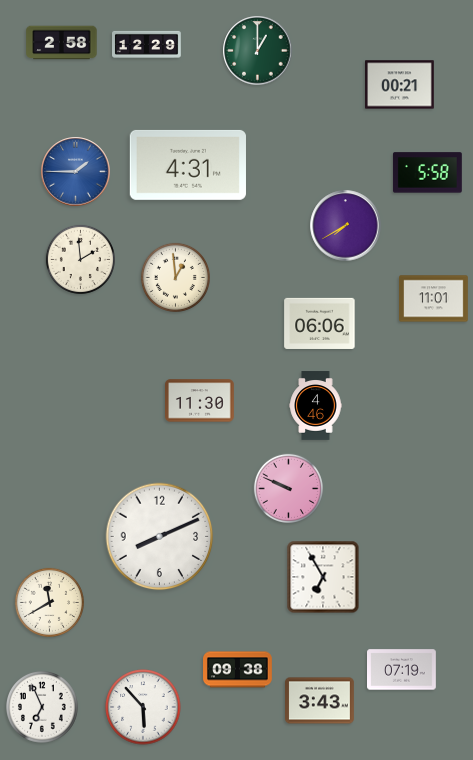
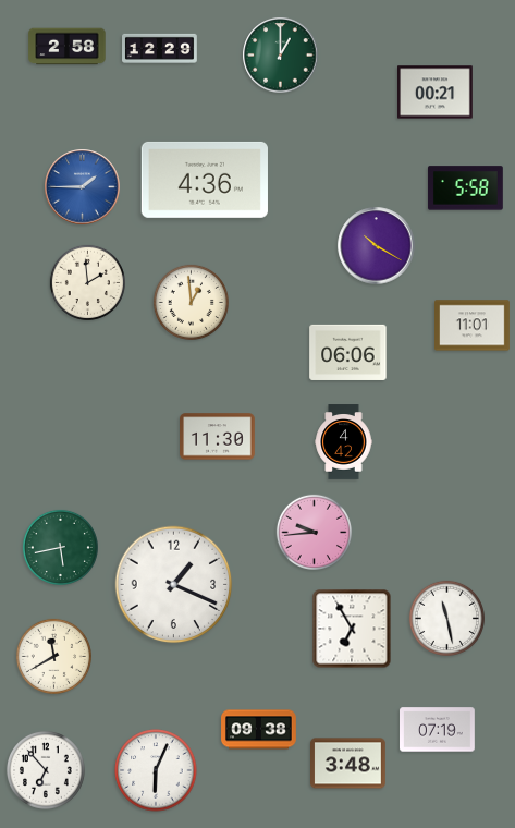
clock at (188, 165): 4:31 -> 4:36
clock at (346, 226): 7:40 -> 10:20
clock at (316, 406): 4:46 -> 4:42
clock at (288, 488): 9:49 -> 9:44
clock at (60, 547): none -> 5:43
clock at (160, 537): 8:11 -> 1:19
clock at (446, 618): none -> 11:28
clock at (320, 701): 3:43 -> 3:48
clock at (143, 707): 5:53 -> 6:04
clock at (43, 708): 6:56 -> 6:53
